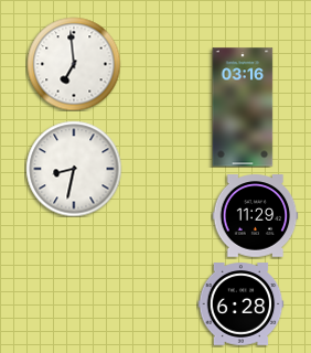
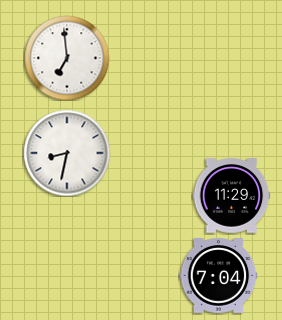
clock at (243, 107): 03:16 -> none
clock at (240, 304): 6:28 -> 7:04
